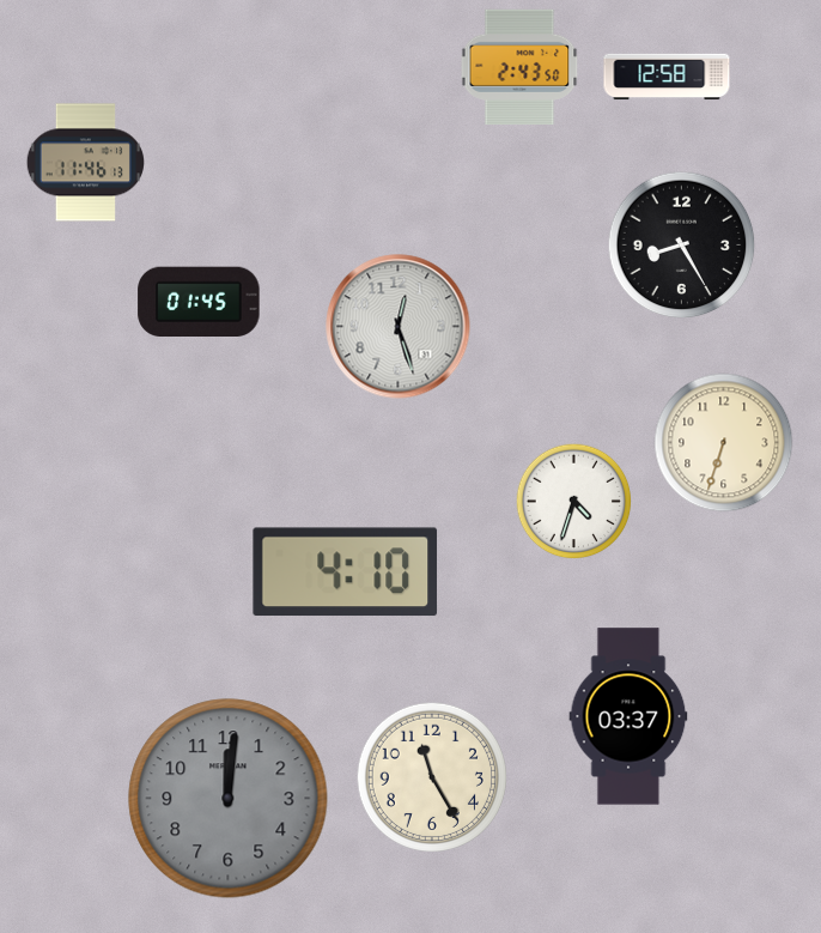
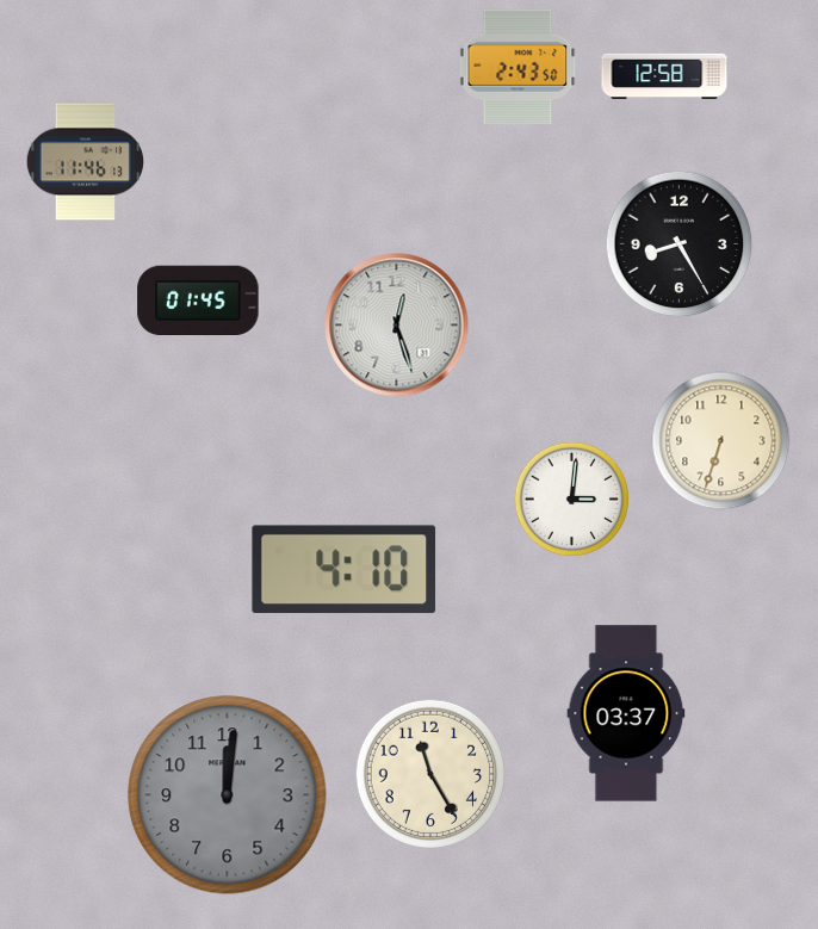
clock at (574, 502): 4:33 -> 3:01
